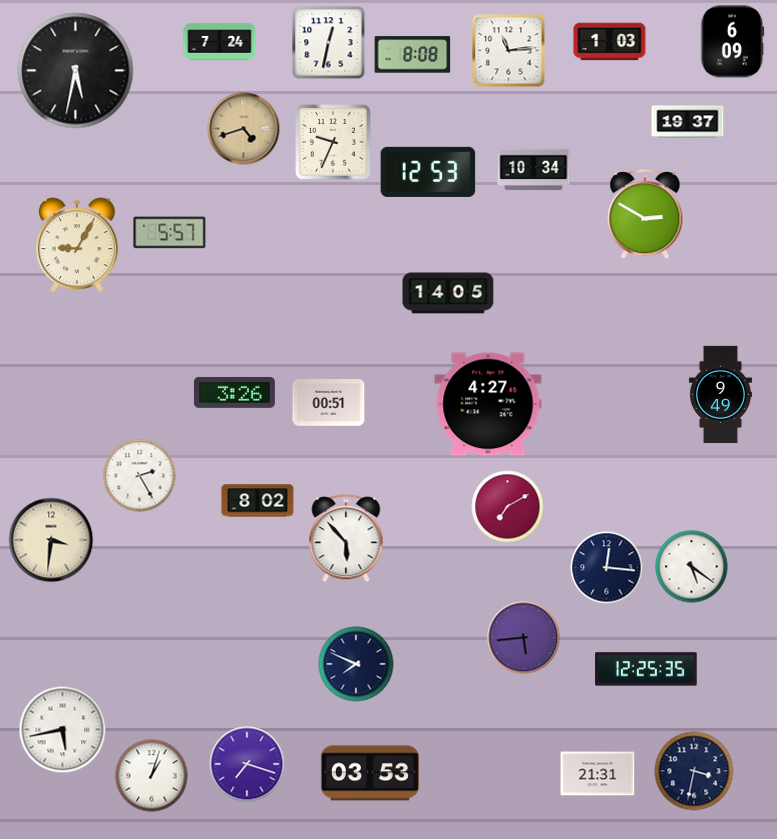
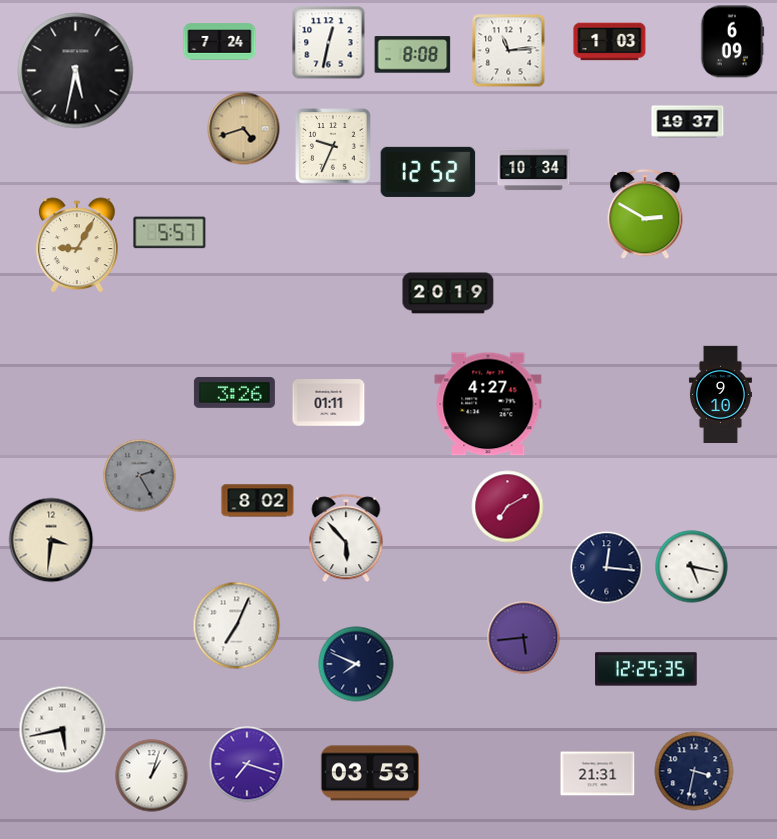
clock at (333, 142) position: (333, 142) -> (333, 146)
clock at (428, 172): 12:53 -> 12:52
clock at (448, 293): 14:05 -> 20:19
clock at (720, 394): 9:49 -> 9:10
clock at (329, 403): 00:51 -> 01:11
clock at (140, 476) dial: white -> grey
clock at (692, 567): 5:21 -> 5:17
clock at (237, 626): none -> 7:04
